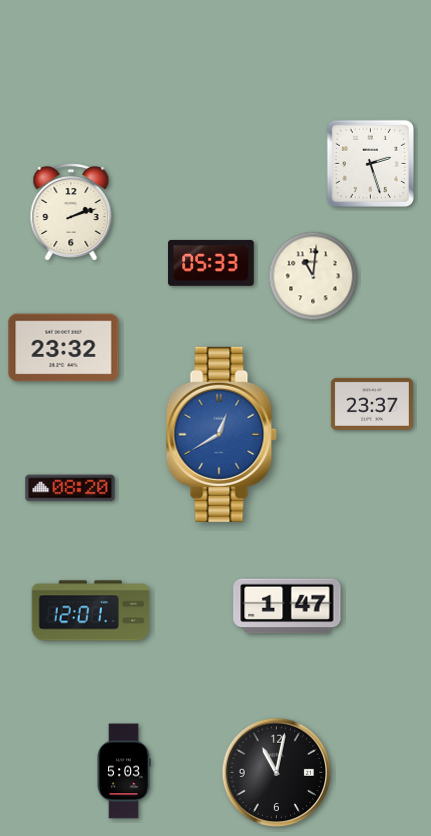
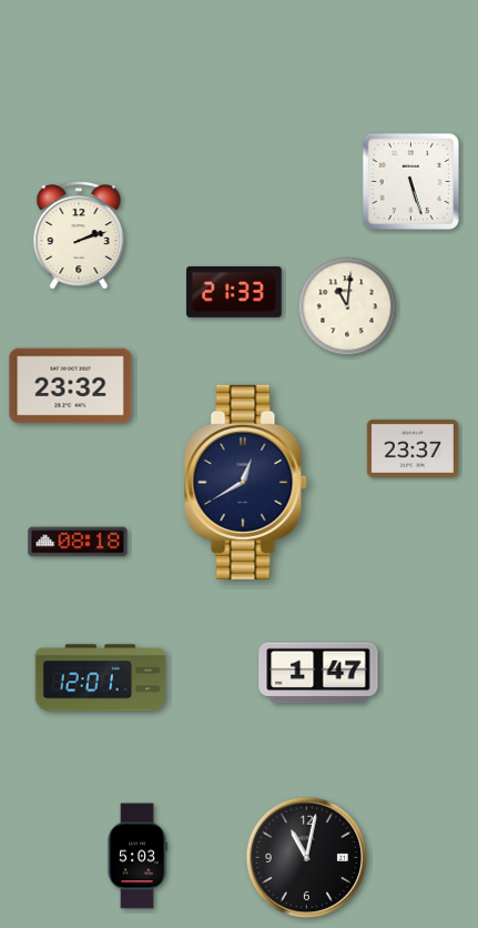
clock at (370, 163): 2:27 -> 5:27
clock at (211, 263): 05:33 -> 21:33
clock at (221, 434) dial: blue -> navy
clock at (70, 488): 08:20 -> 08:18
